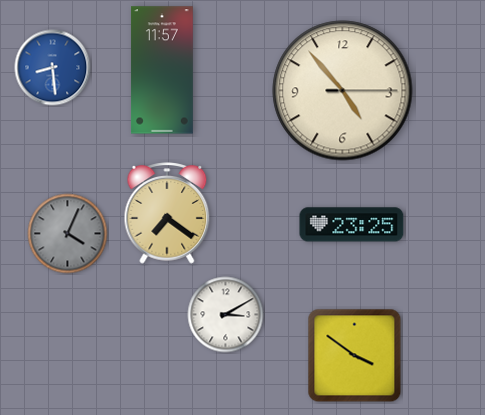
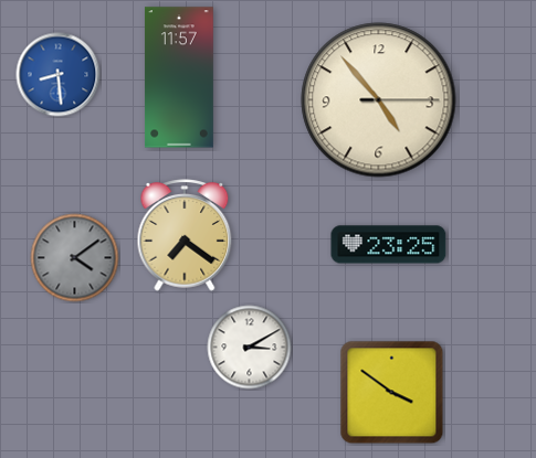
clock at (352, 225) position: (352, 225) -> (389, 245)
clock at (68, 234): 4:04 -> 4:09
